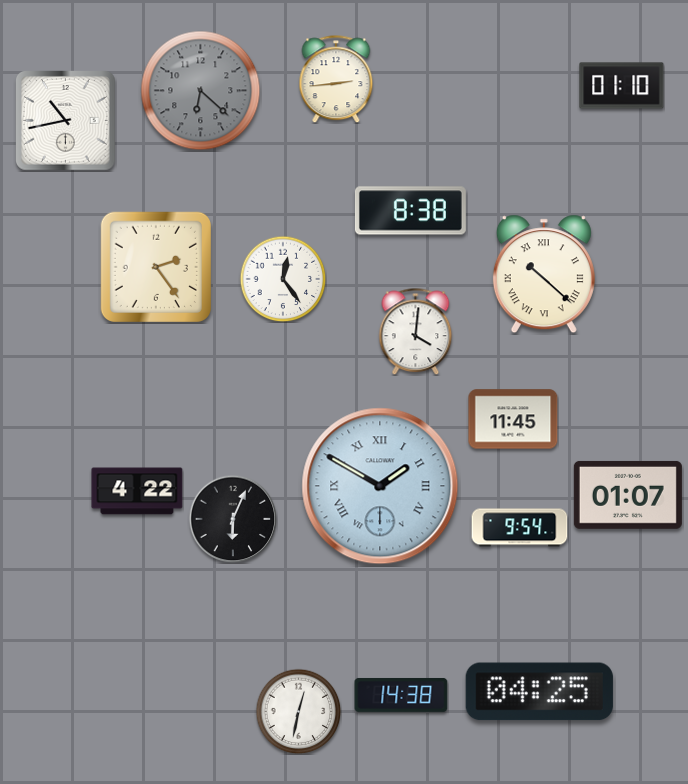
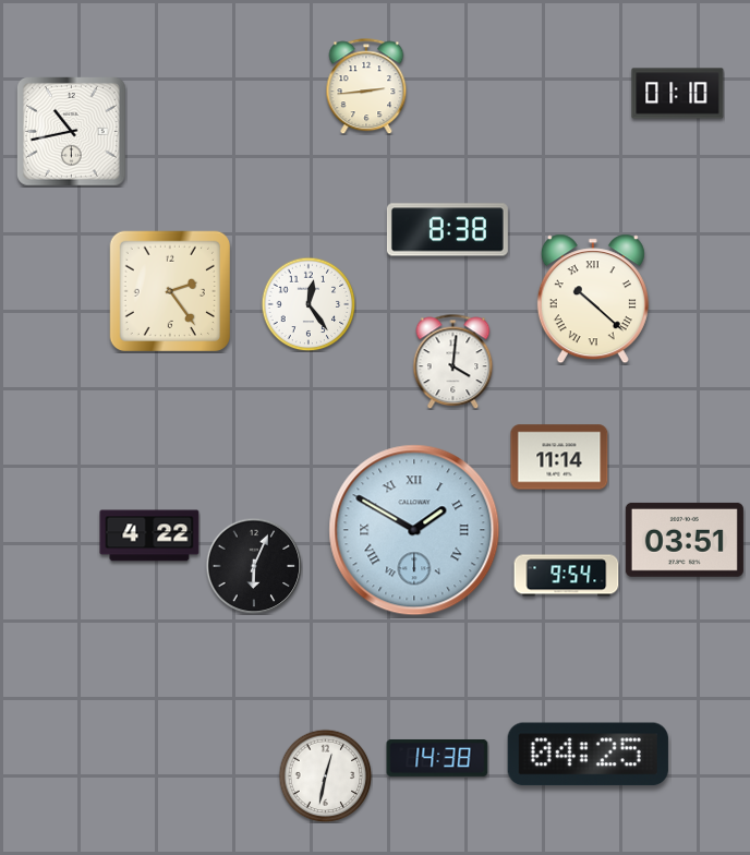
clock at (201, 91): 6:22 -> none
clock at (513, 419): 11:45 -> 11:14
clock at (628, 495): 01:07 -> 03:51
